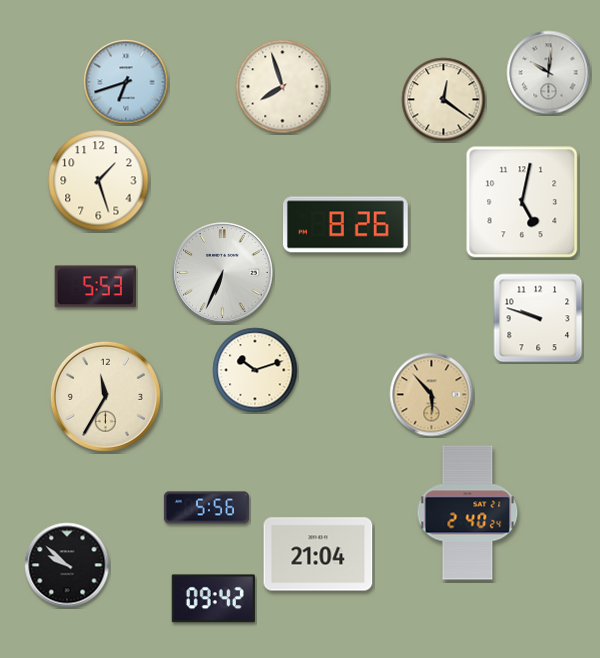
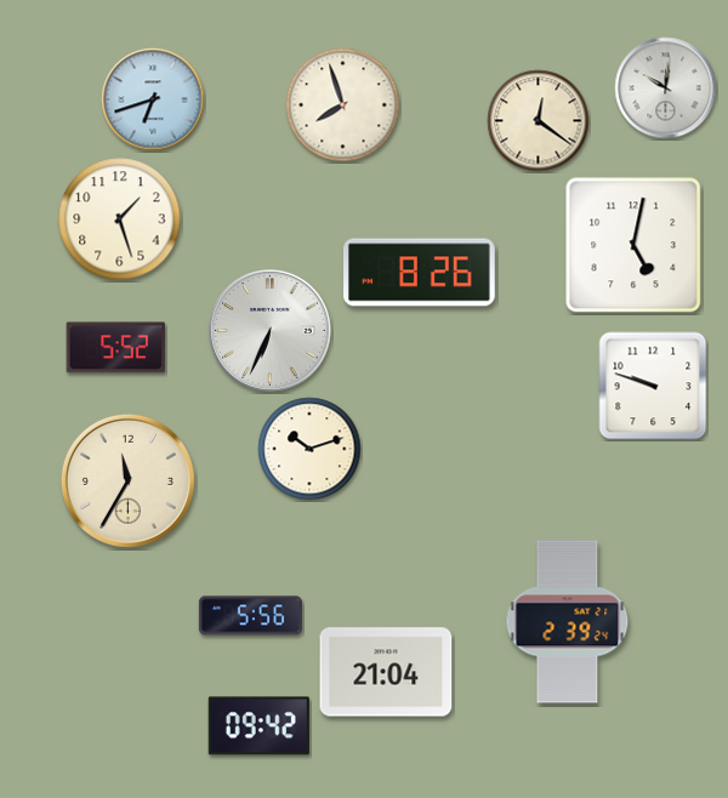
clock at (95, 287): 5:53 -> 5:52
clock at (432, 395): 5:53 -> none
clock at (468, 513): 2:40 -> 2:39
clock at (67, 565): 9:52 -> none
